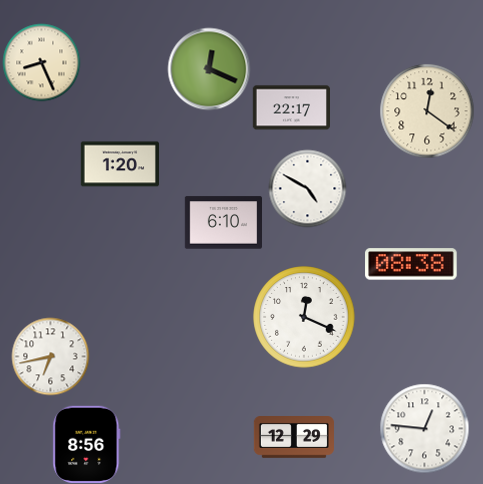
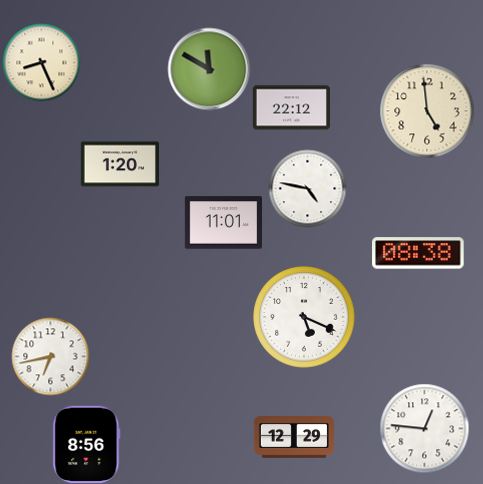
clock at (209, 69): 12:19 -> 11:50
clock at (291, 108): 22:17 -> 22:12
clock at (427, 111): 12:21 -> 4:59
clock at (307, 188): 4:50 -> 4:47
clock at (223, 223): 6:10 -> 11:01
clock at (411, 264) position: (411, 264) -> (418, 253)
clock at (304, 317): 12:19 -> 5:19
